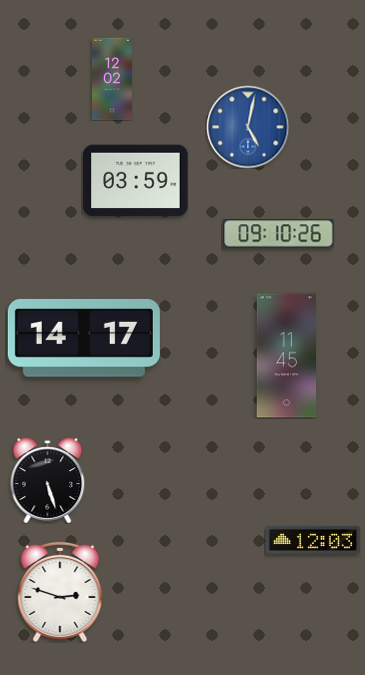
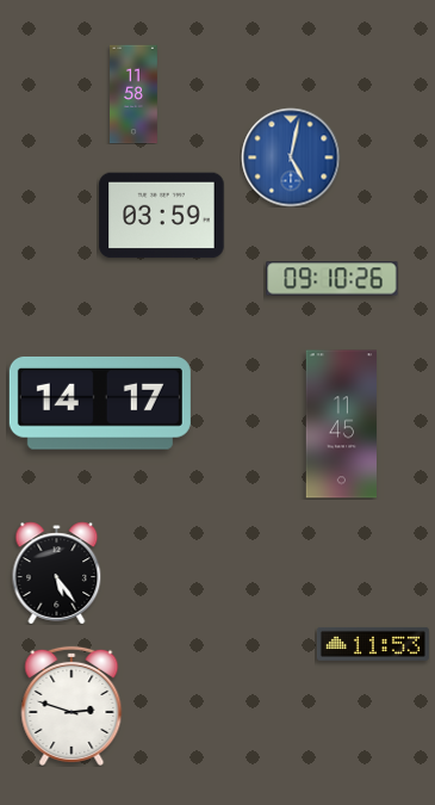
clock at (113, 79): 12:02 -> 11:58
clock at (248, 127) position: (248, 127) -> (291, 157)
clock at (48, 480): 5:27 -> 5:24
clock at (313, 540): 12:03 -> 11:53
